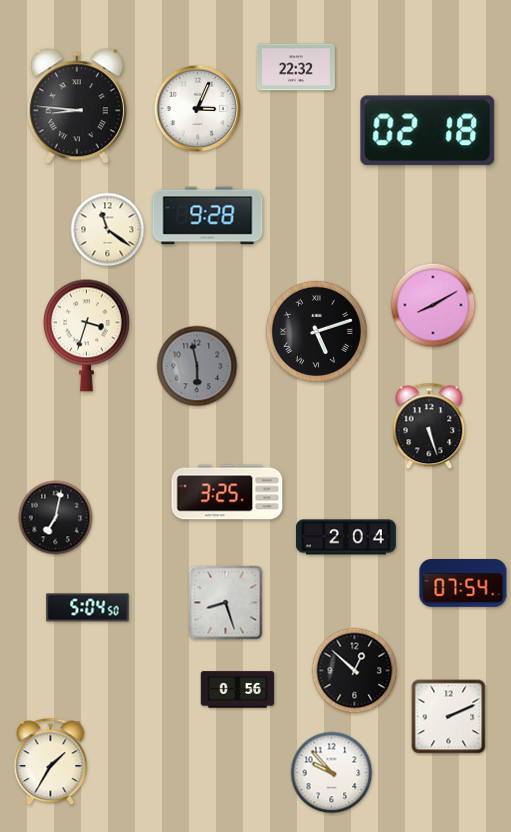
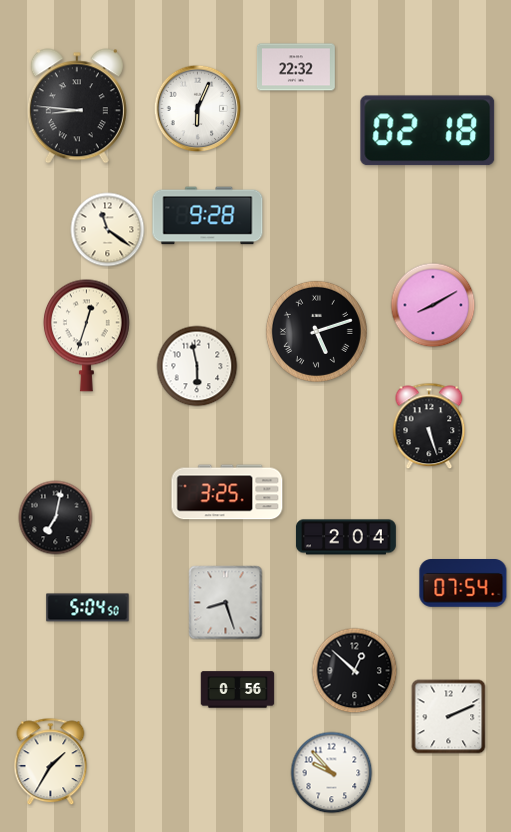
clock at (198, 109): 3:04 -> 6:04
clock at (86, 335): 3:33 -> 12:33
clock at (197, 366) dial: grey -> white
